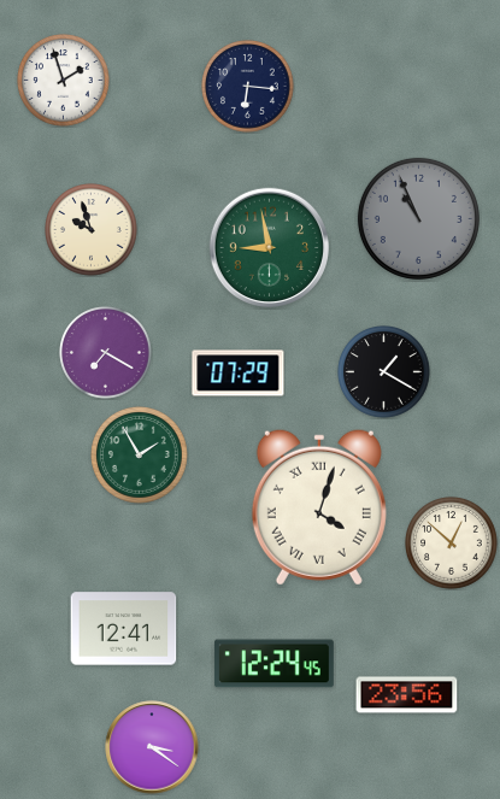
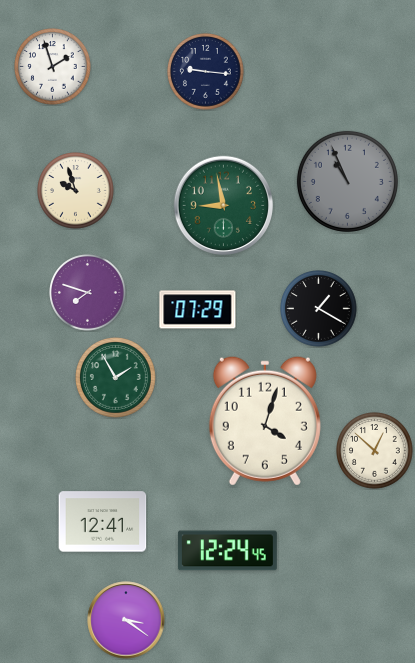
clock at (248, 87): 6:16 -> 9:16
clock at (106, 353): 7:20 -> 7:48
clock at (319, 507) numerals: Roman -> Arabic
clock at (407, 695): 23:56 -> none
